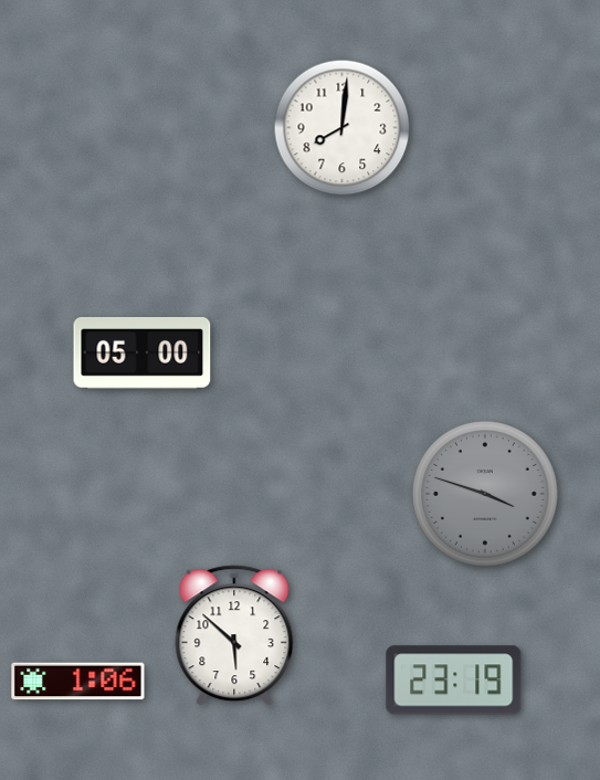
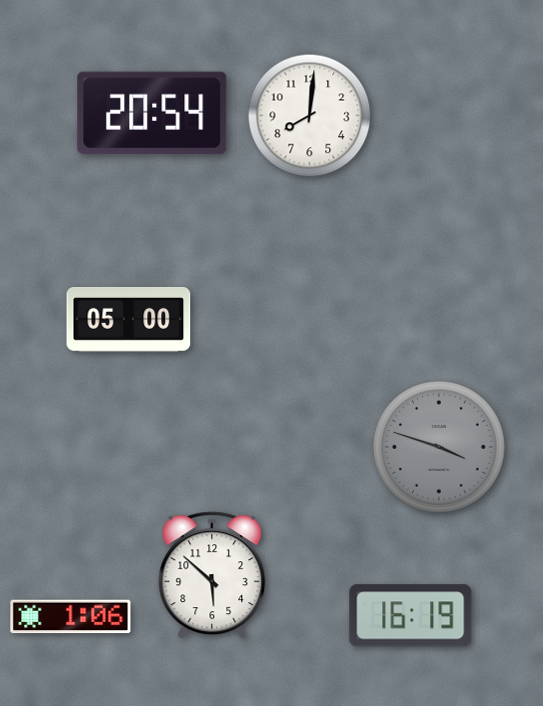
clock at (152, 113): none -> 20:54
clock at (454, 681): 23:19 -> 16:19
